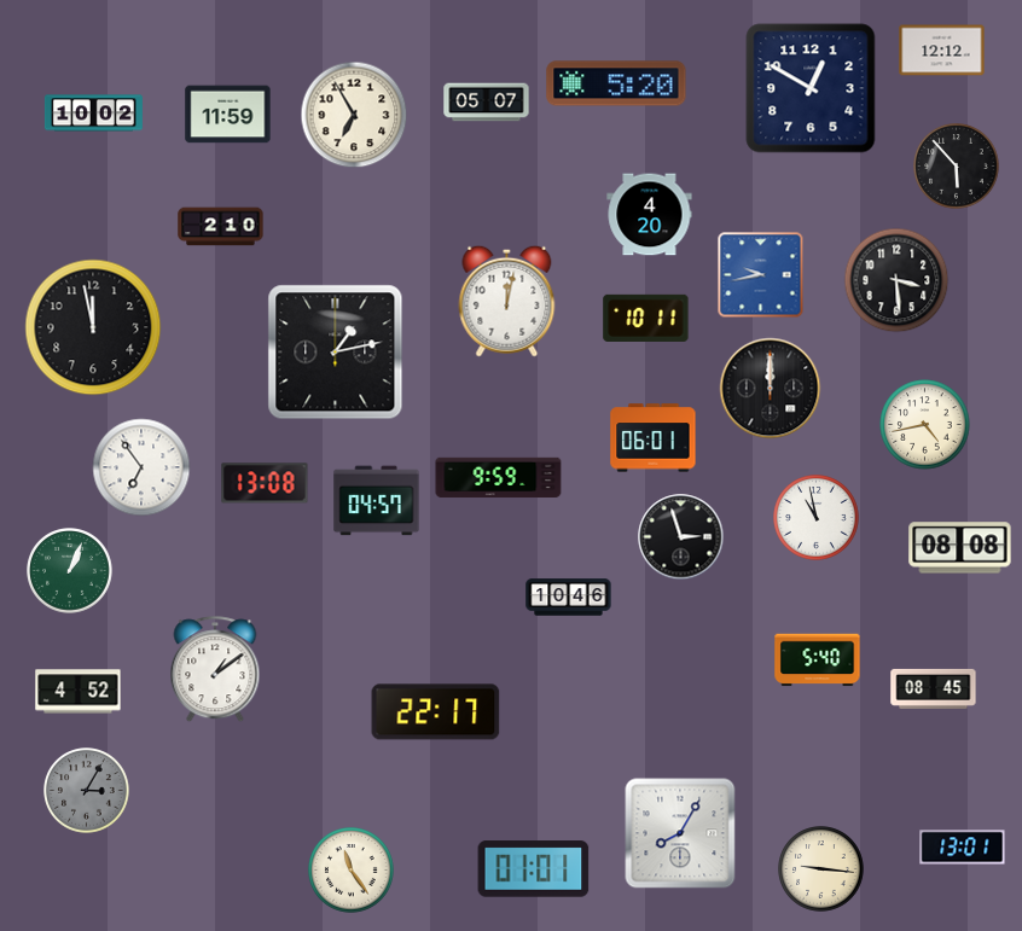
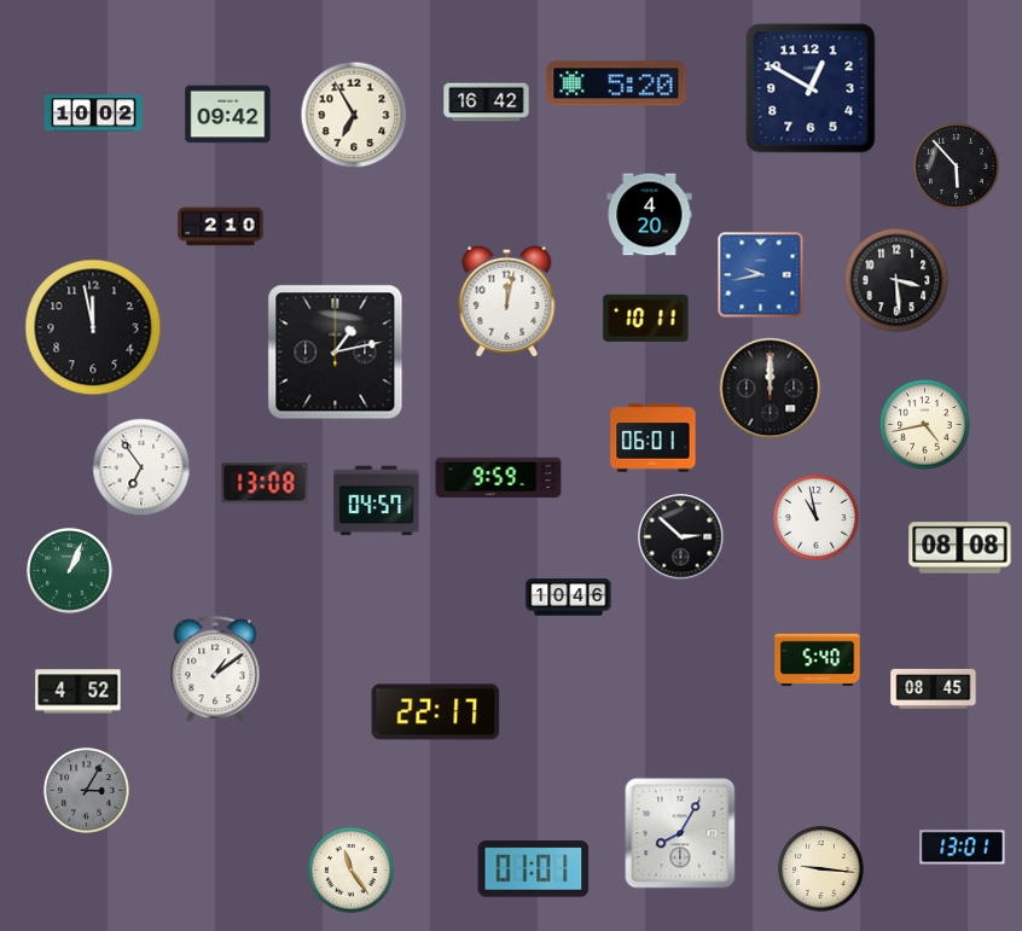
clock at (942, 51): 12:12 -> none
clock at (487, 103): 05:07 -> 16:42
clock at (228, 115): 11:59 -> 09:42
clock at (681, 537): 2:57 -> 2:52
